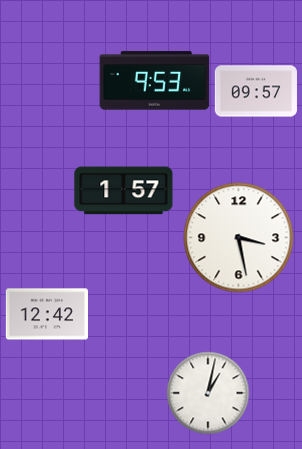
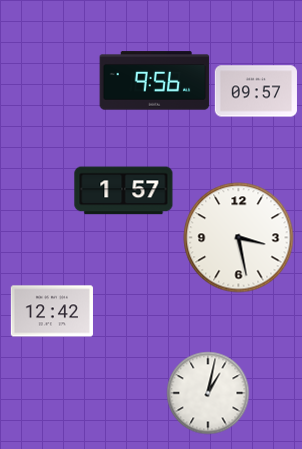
clock at (155, 81): 9:53 -> 9:56
clock at (47, 314) position: (47, 314) -> (52, 311)
